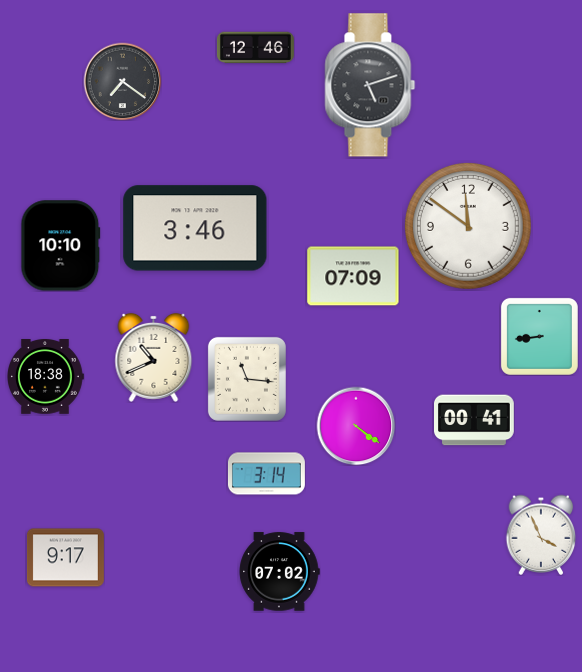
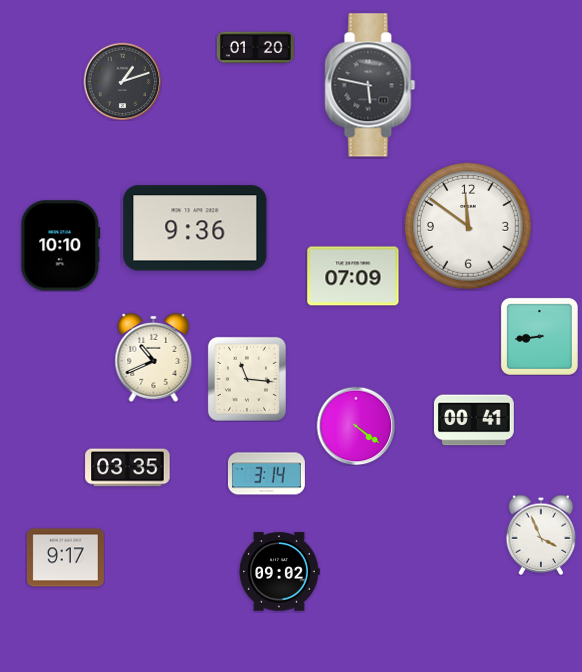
clock at (255, 48): 12:46 -> 01:20
clock at (122, 81): 7:21 -> 1:12
clock at (370, 85): 5:12 -> 5:47
clock at (195, 228): 3:46 -> 9:36
clock at (46, 377): 18:38 -> none
clock at (128, 468): none -> 03:35
clock at (279, 572): 07:02 -> 09:02
